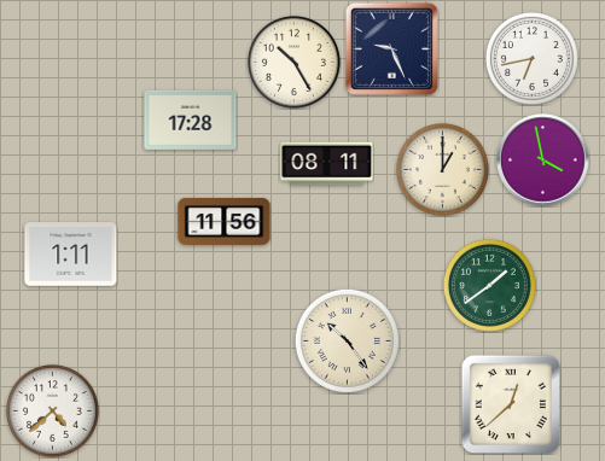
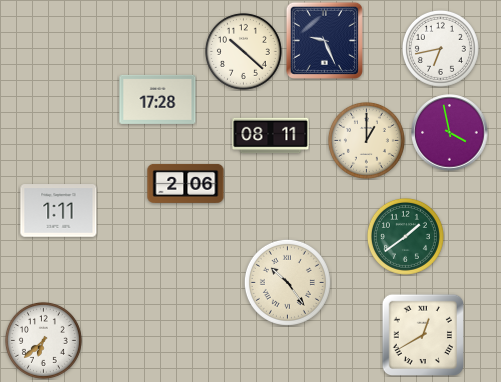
clock at (293, 62): 10:25 -> 10:22
clock at (225, 221): 11:56 -> 2:06
clock at (510, 403): 12:38 -> 12:40
clock at (52, 410): 4:38 -> 6:38
